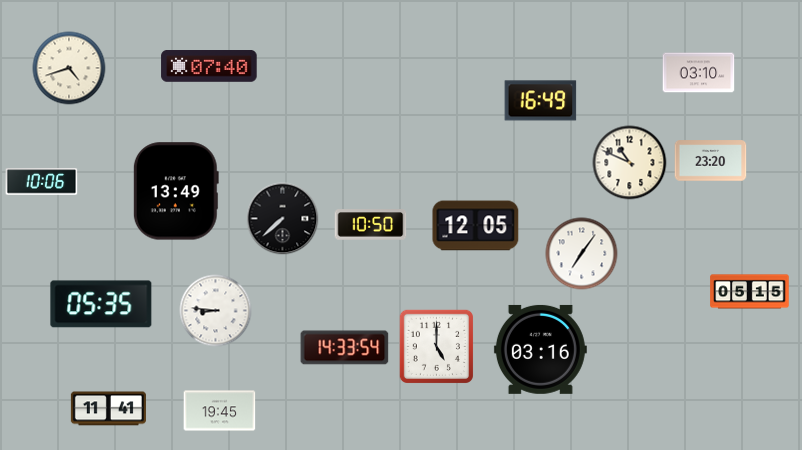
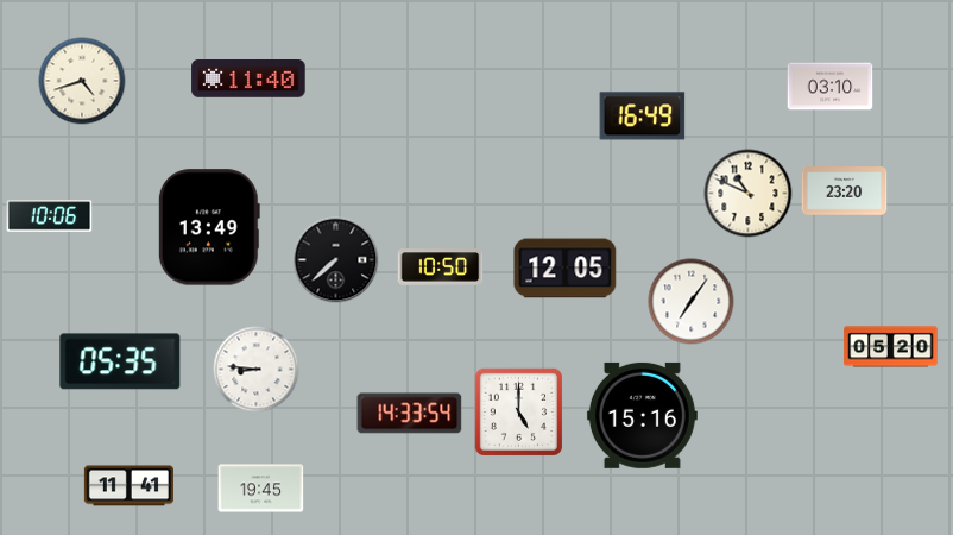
clock at (209, 67): 07:40 -> 11:40
clock at (541, 101) position: (541, 101) -> (643, 117)
clock at (750, 292): 05:15 -> 05:20
clock at (540, 349): 03:16 -> 15:16
